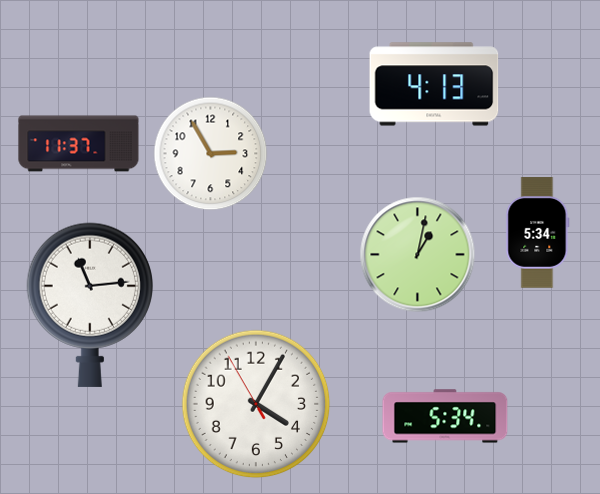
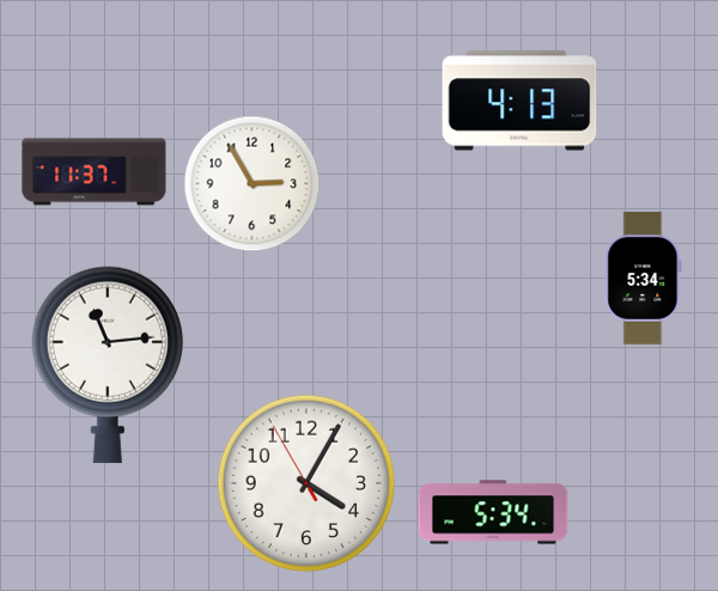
clock at (418, 255): 1:02 -> none
clock at (445, 416) position: (445, 416) -> (493, 512)
